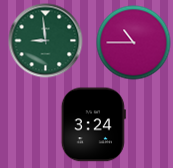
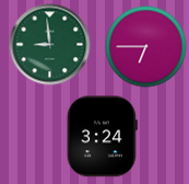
clock at (134, 43): 10:45 -> 6:45
